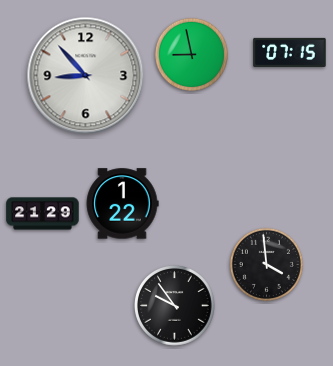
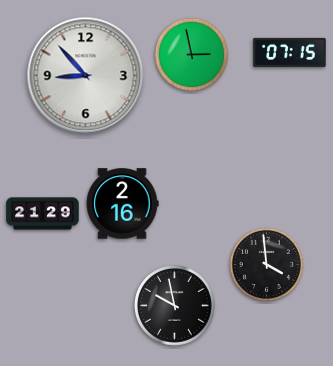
clock at (191, 54): 8:58 -> 2:58
clock at (122, 204): 1:22 -> 2:16
clock at (175, 306): 9:54 -> 9:58
